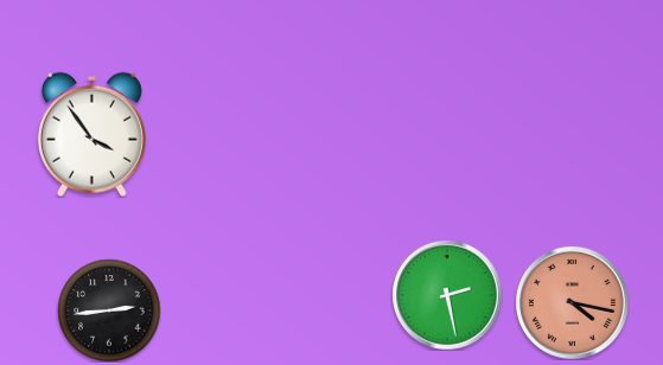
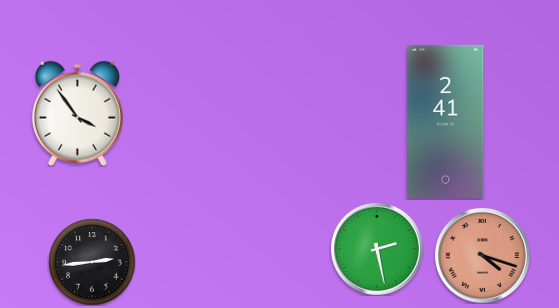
clock at (446, 121): none -> 2:41
clock at (572, 302): 4:17 -> 4:18
